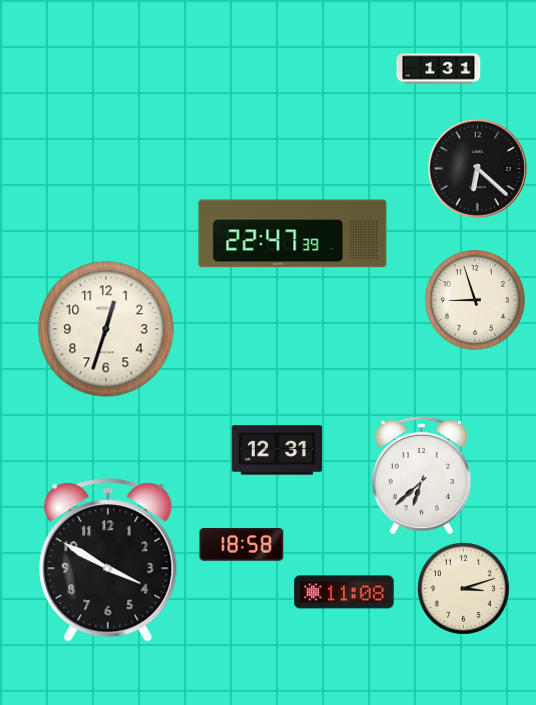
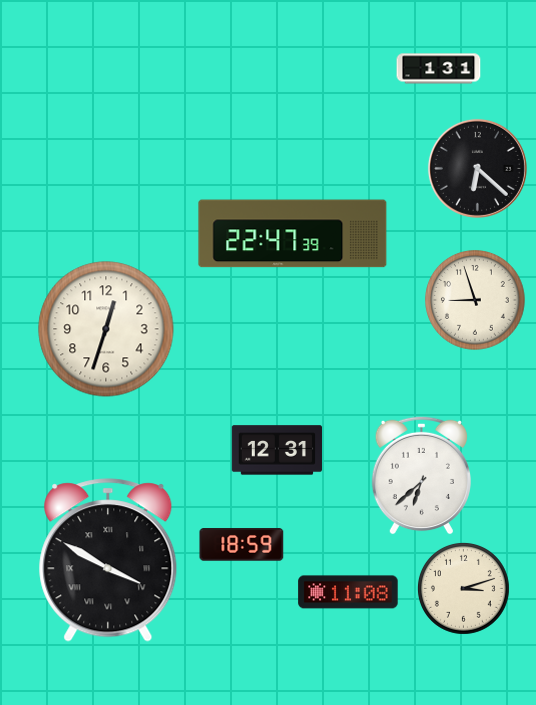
clock at (242, 545): 18:58 -> 18:59
clock at (108, 560) numerals: Arabic -> Roman
clock at (344, 592) position: (344, 592) -> (348, 592)
